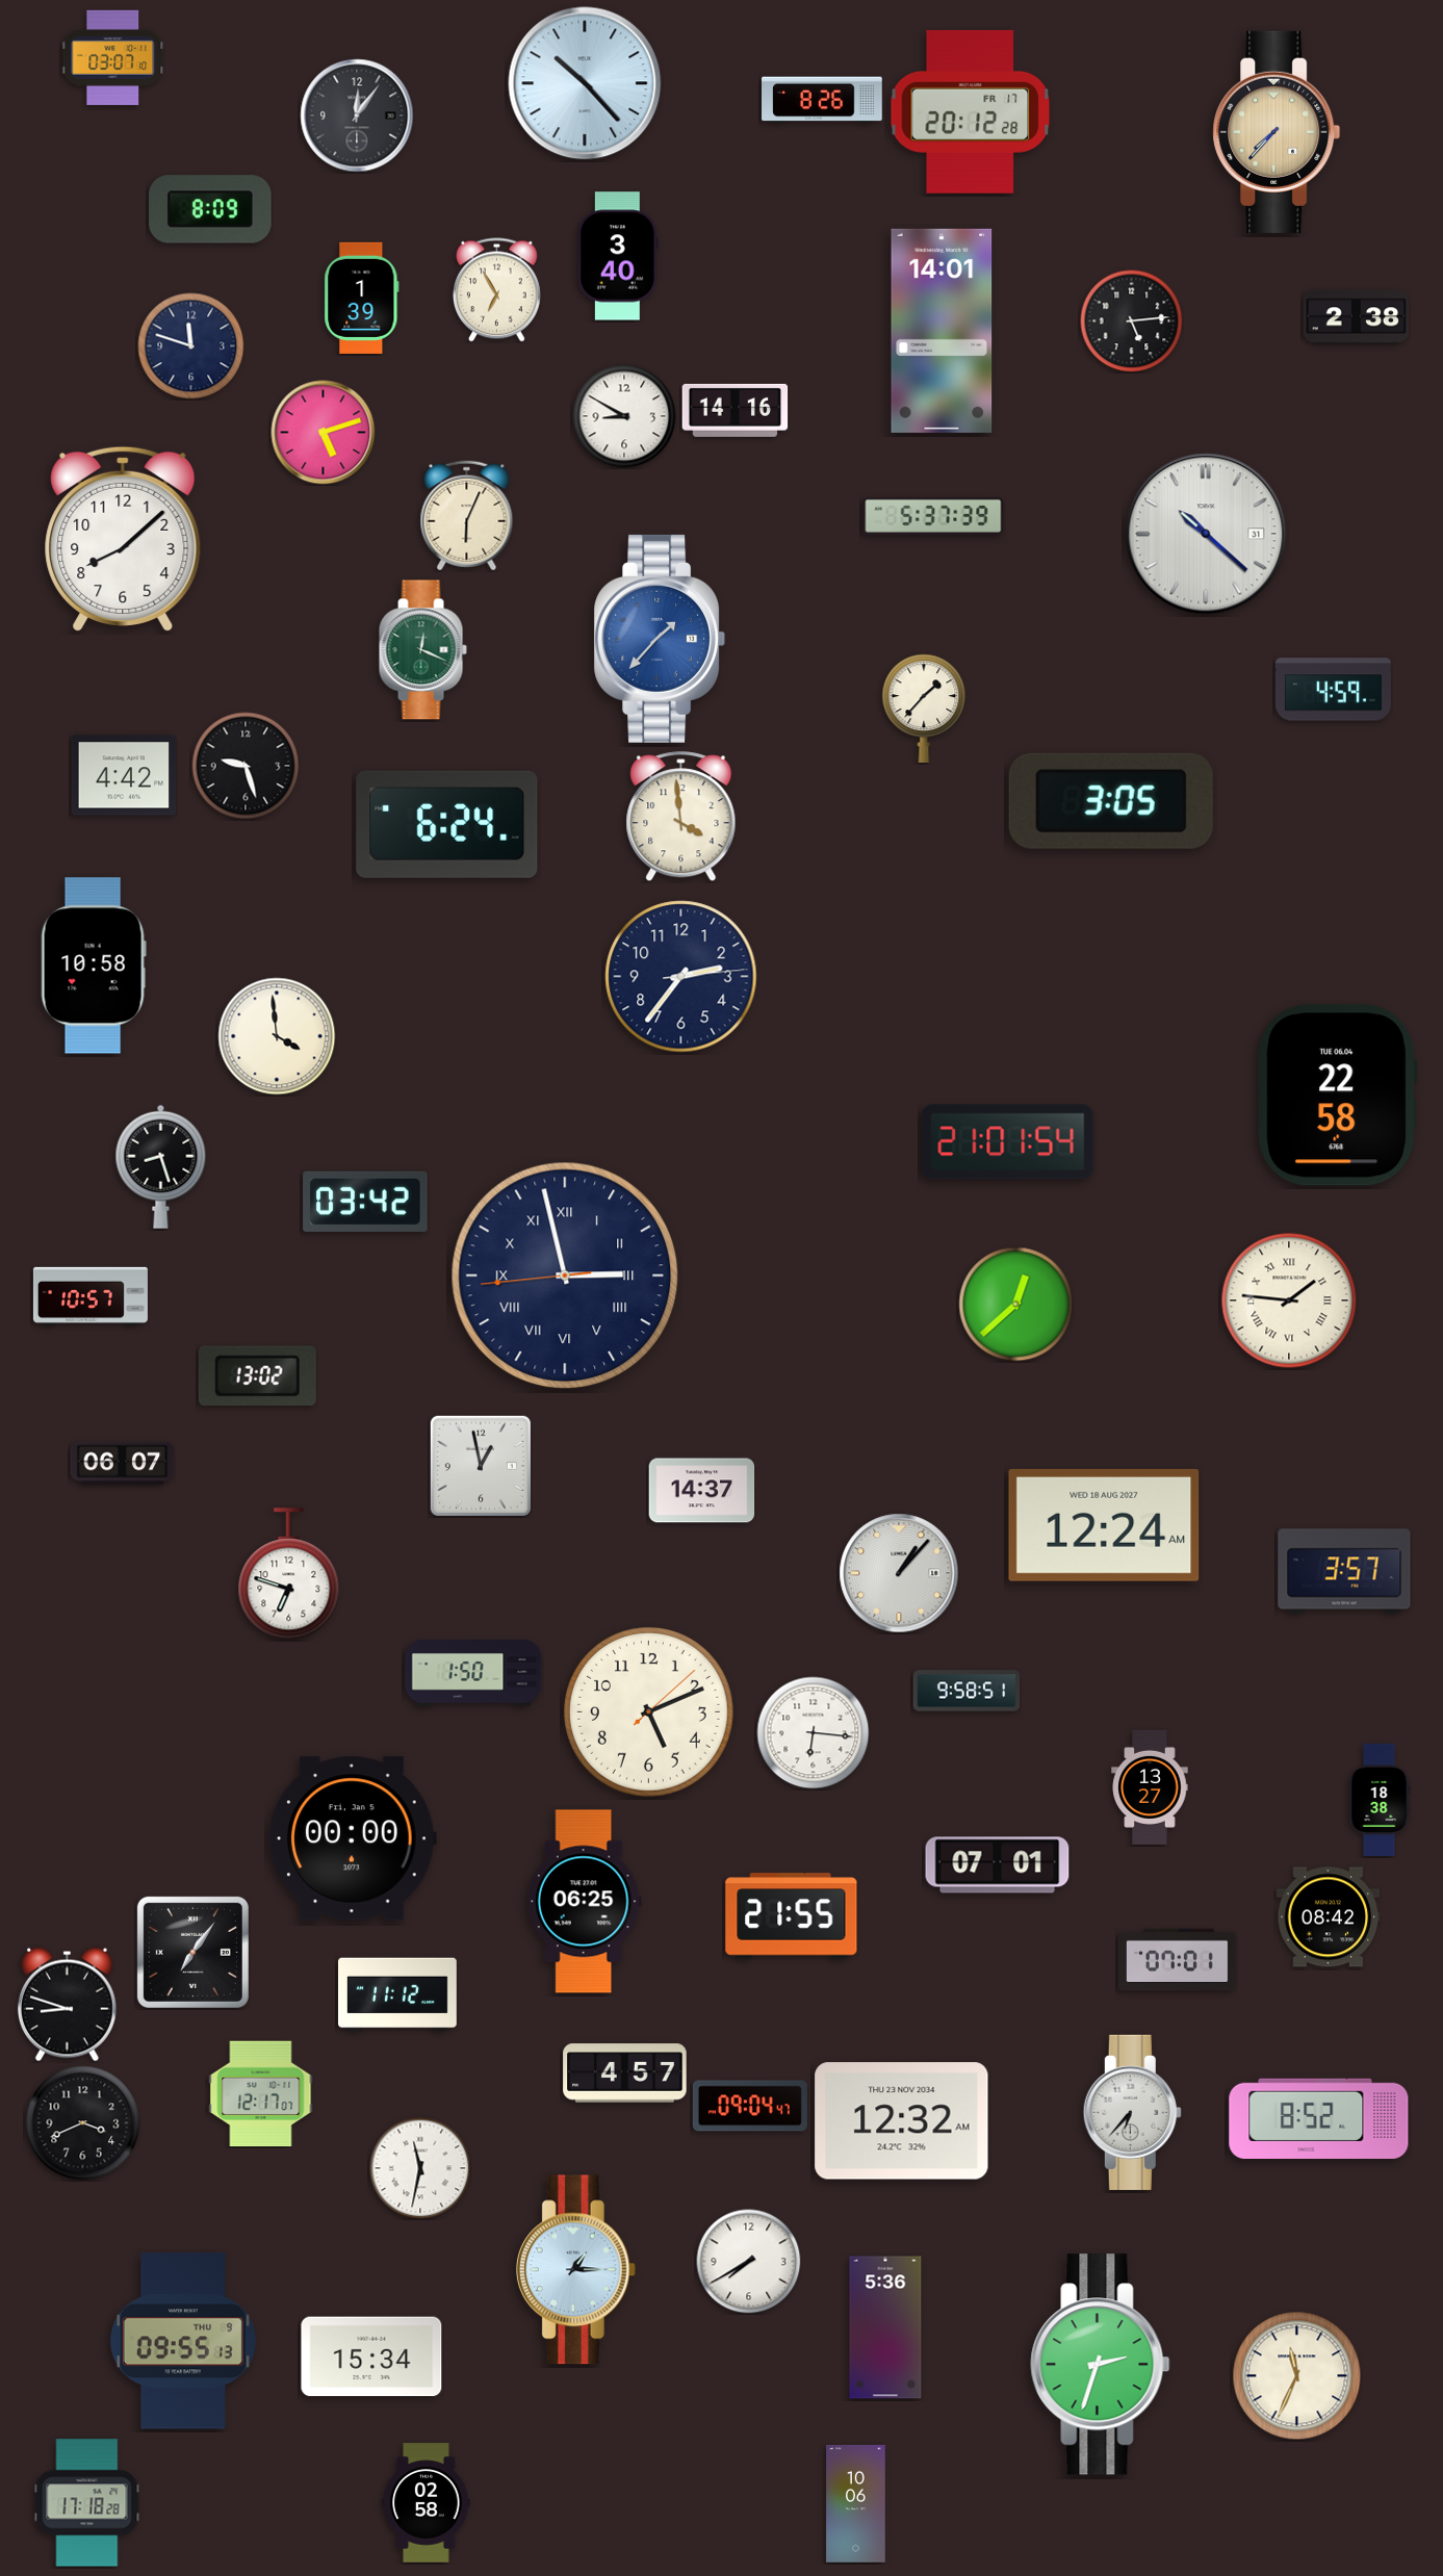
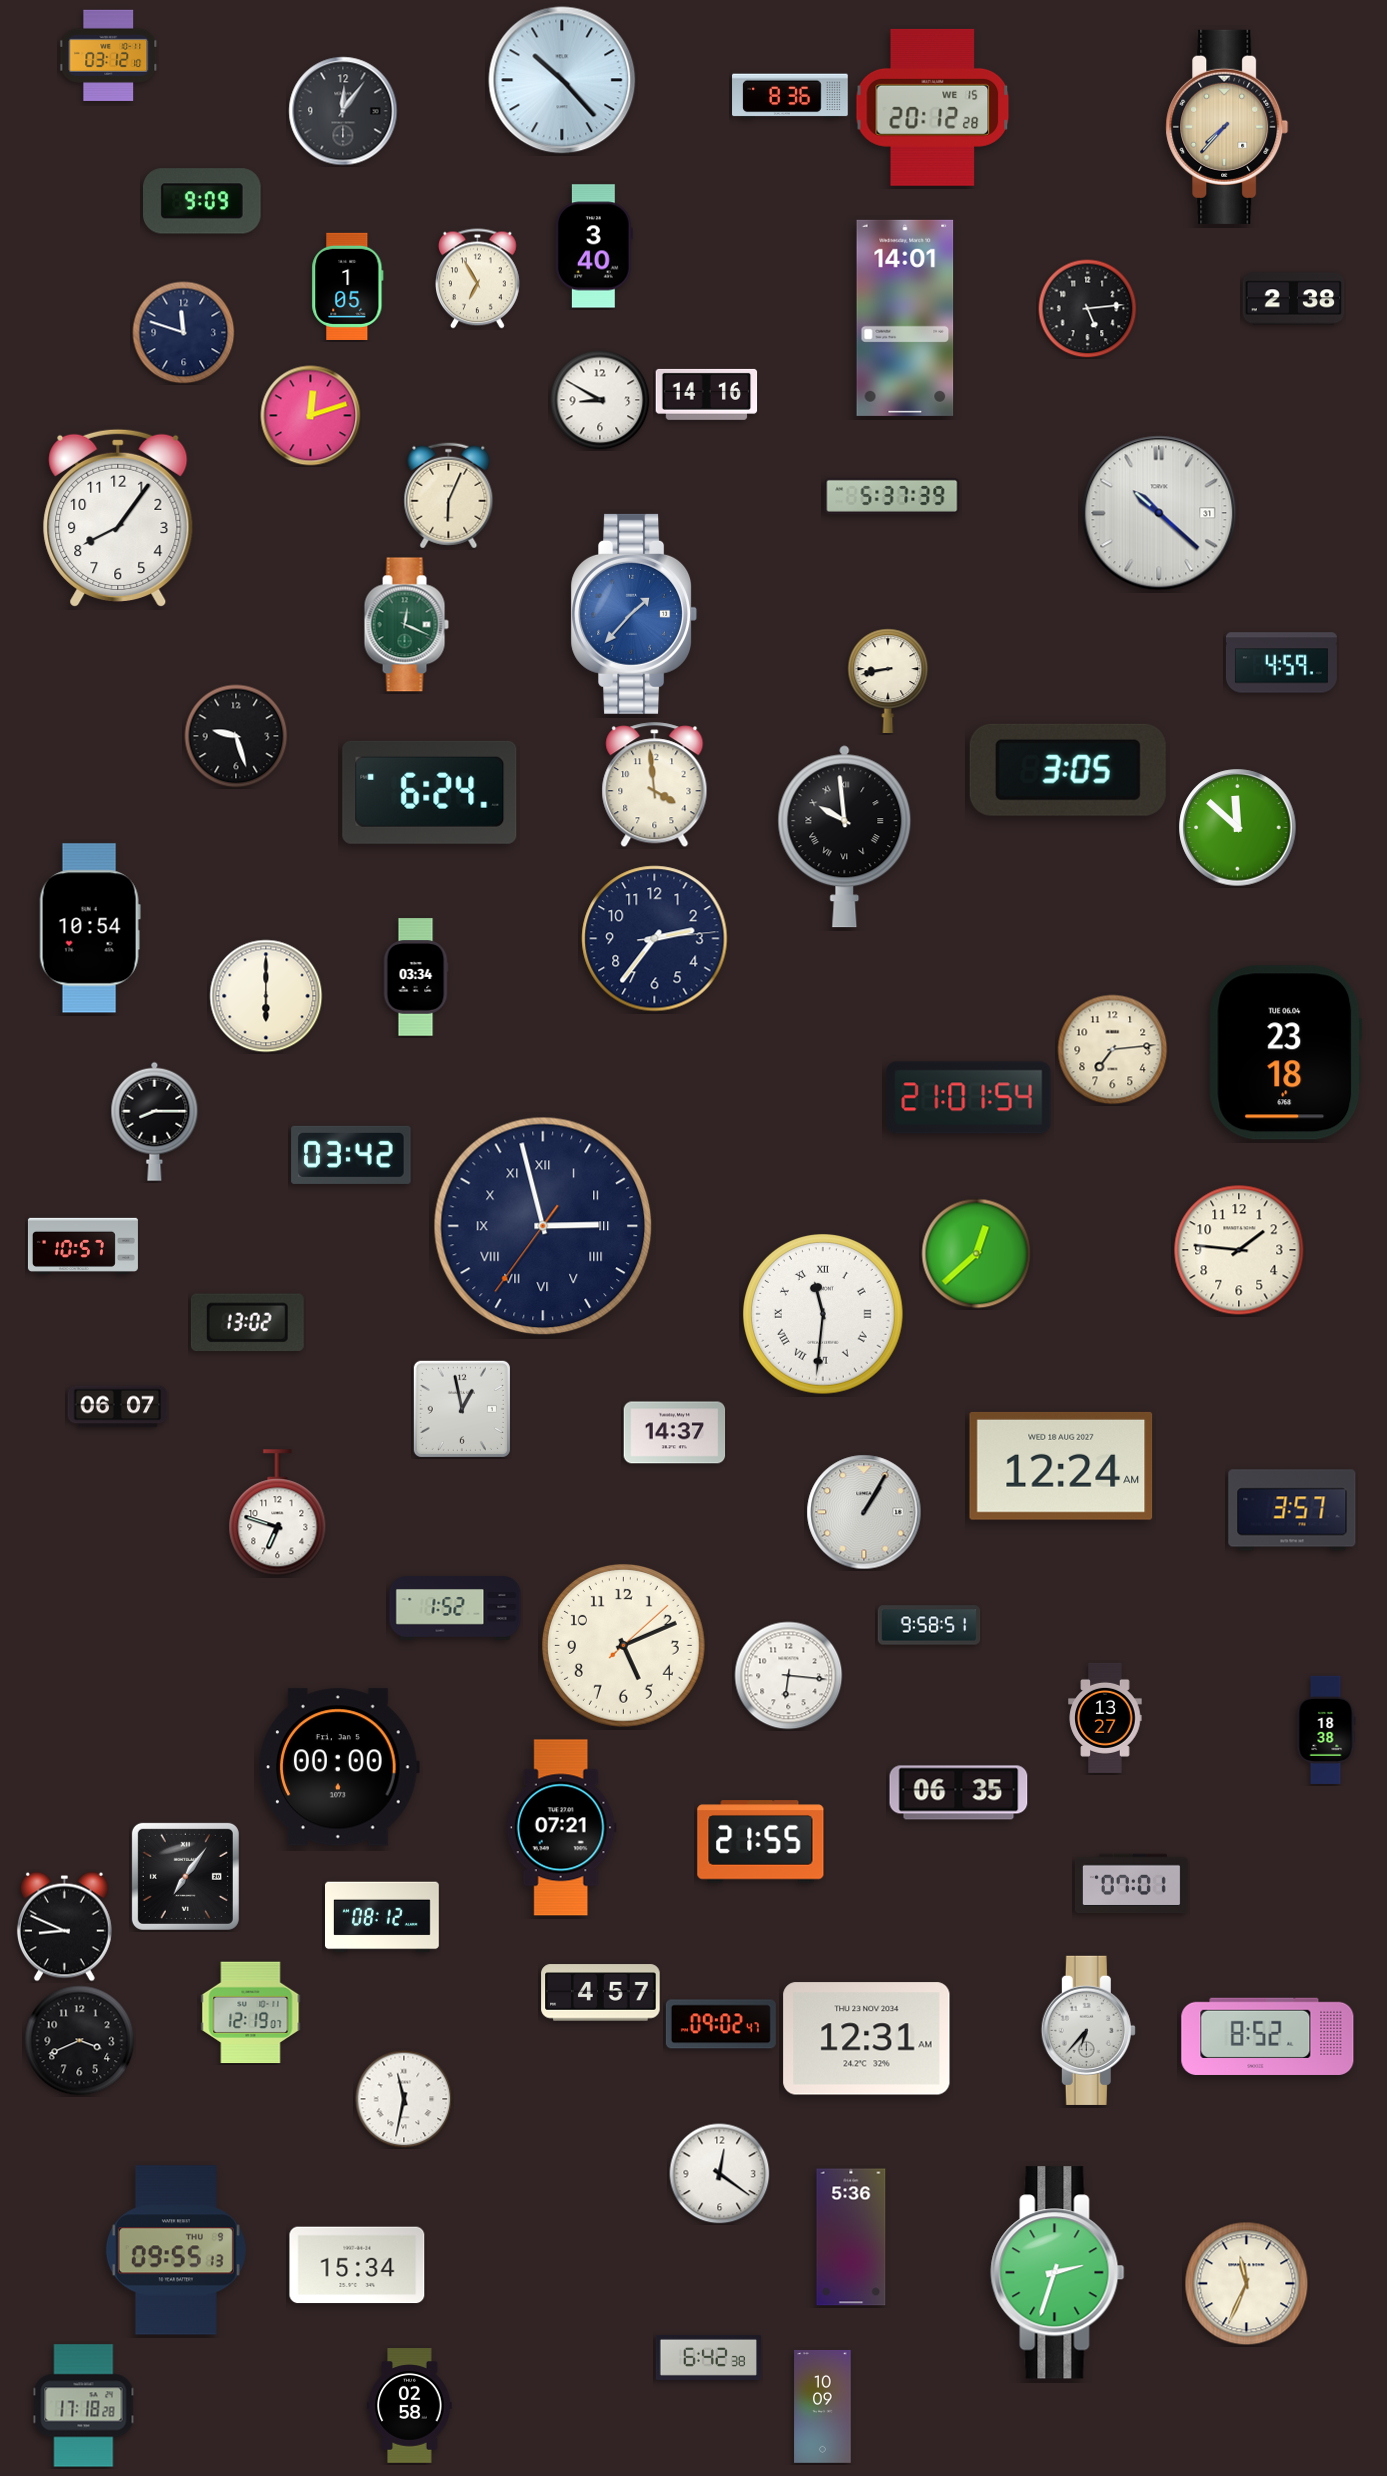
clock at (113, 57): 03:07 -> 03:12
clock at (822, 100): 8:26 -> 8:36
clock at (971, 111) date: FR 17 -> WE 15
clock at (211, 209): 8:09 -> 9:09
clock at (362, 298): 1:39 -> 1:05
clock at (1357, 317) position: (1357, 317) -> (1294, 299)
clock at (324, 433): 5:12 -> 12:12
clock at (933, 516) position: (933, 516) -> (892, 496)
clock at (123, 539): 8:08 -> 8:06
clock at (924, 707): 1:37 -> 8:43
clock at (124, 775): 4:42 -> none
clock at (1238, 828): none -> 11:52
clock at (845, 837): none -> 9:59
clock at (94, 965): 10:58 -> 10:54
clock at (416, 977): none -> 03:34
clock at (277, 1036): 3:59 -> 6:00
clock at (1113, 1050): none -> 7:14
clock at (1338, 1096): 22:58 -> 23:18
clock at (161, 1166): 8:27 -> 8:15
clock at (565, 1276): 2:57:44 -> 2:57:36
clock at (91, 1295) position: (91, 1295) -> (83, 1245)
clock at (1289, 1300) numerals: Roman -> Arabic
clock at (824, 1315): none -> 11:31
clock at (899, 1573): 1:07 -> 1:05
clock at (473, 1673): 1:50 -> 1:52
clock at (814, 1733) position: (814, 1733) -> (789, 1676)
clock at (998, 1865): 07:01 -> 06:35
clock at (584, 1902): 06:25 -> 07:21
clock at (1329, 1917): 08:42 -> none
clock at (398, 1994): 11:12 -> 08:12
clock at (67, 2005): 8:48 -> 8:49
clock at (261, 2094): 12:17 -> 12:19
clock at (750, 2106): 09:04 -> 09:02
clock at (902, 2121): 12:32 -> 12:31
clock at (420, 2168) position: (420, 2168) -> (404, 2099)
clock at (749, 2262): 7:40 -> 12:21
clock at (575, 2270): 1:15 -> none
clock at (708, 2357): none -> 6:42
clock at (856, 2504): 10:06 -> 10:09
